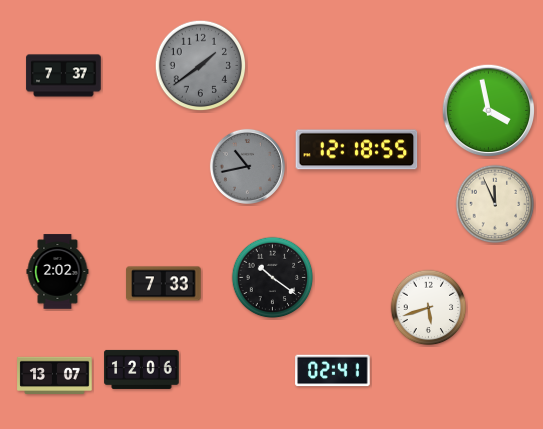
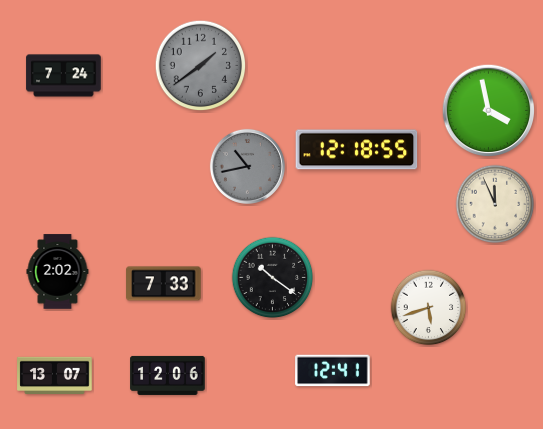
clock at (64, 76): 7:37 -> 7:24
clock at (142, 369) position: (142, 369) -> (168, 375)
clock at (333, 371): 02:41 -> 12:41
